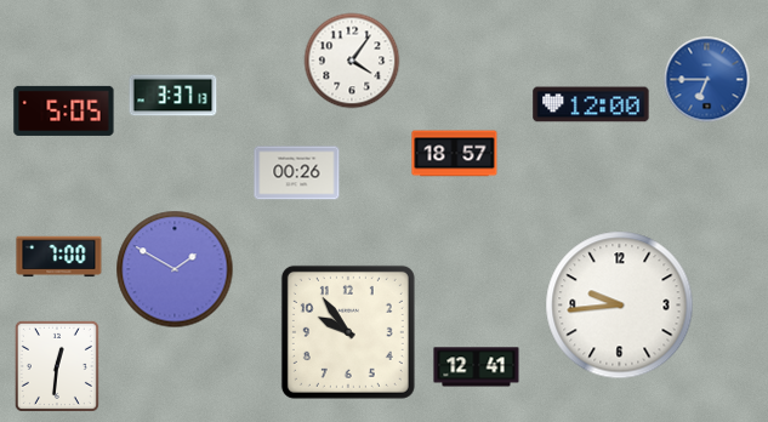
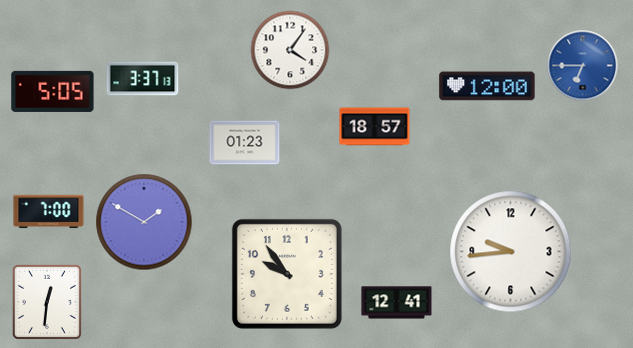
clock at (297, 173): 00:26 -> 01:23
clock at (477, 367) position: (477, 367) -> (397, 303)
